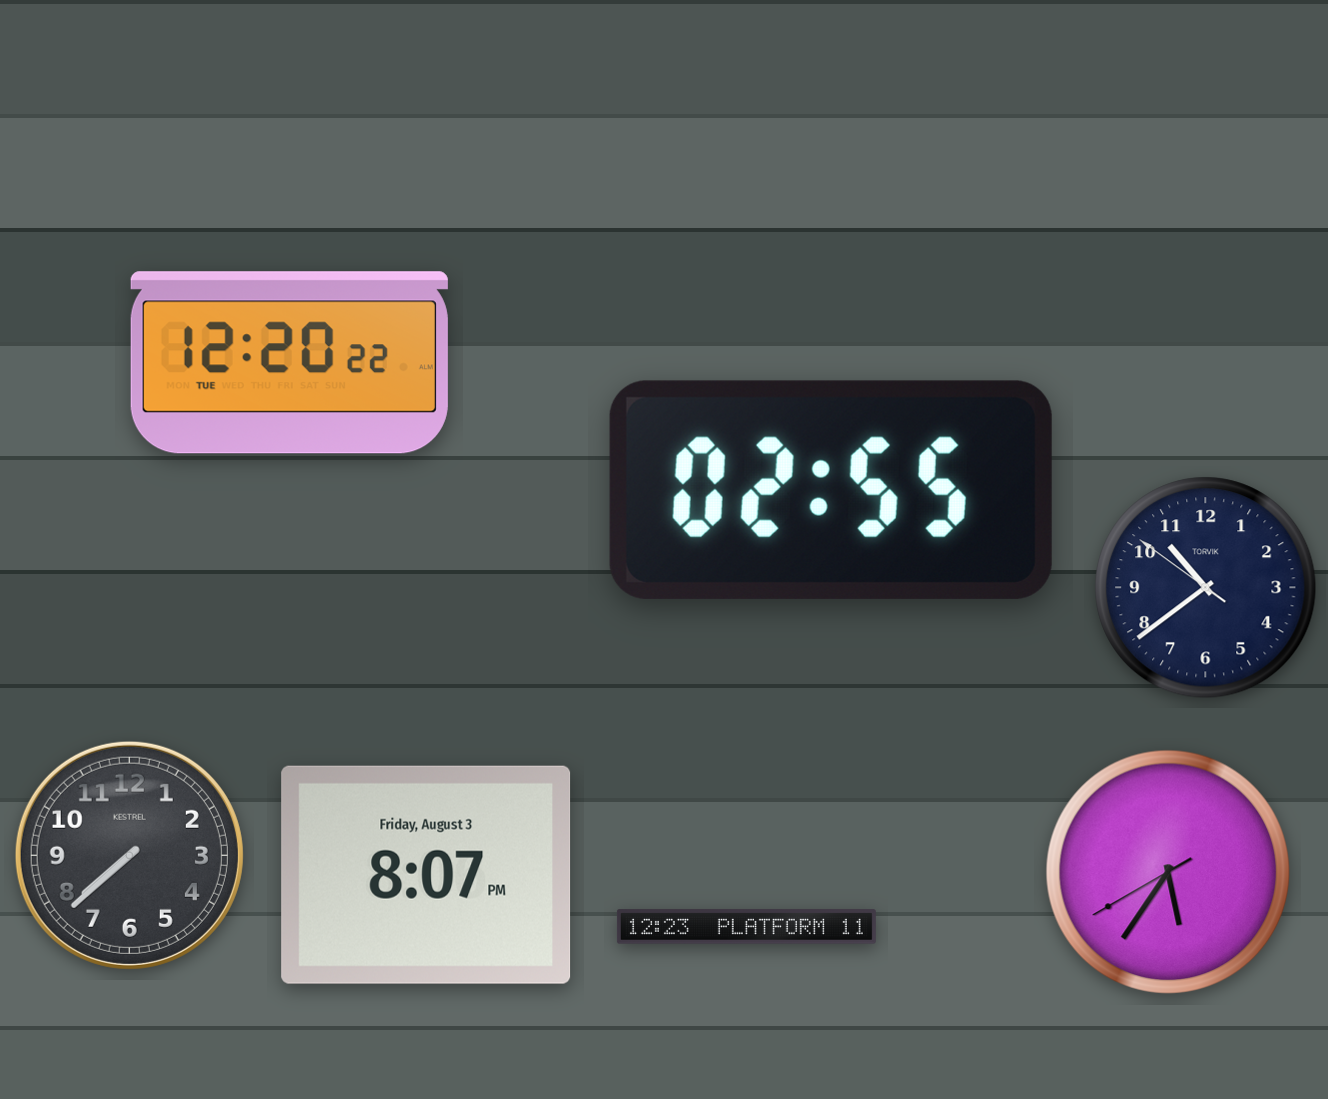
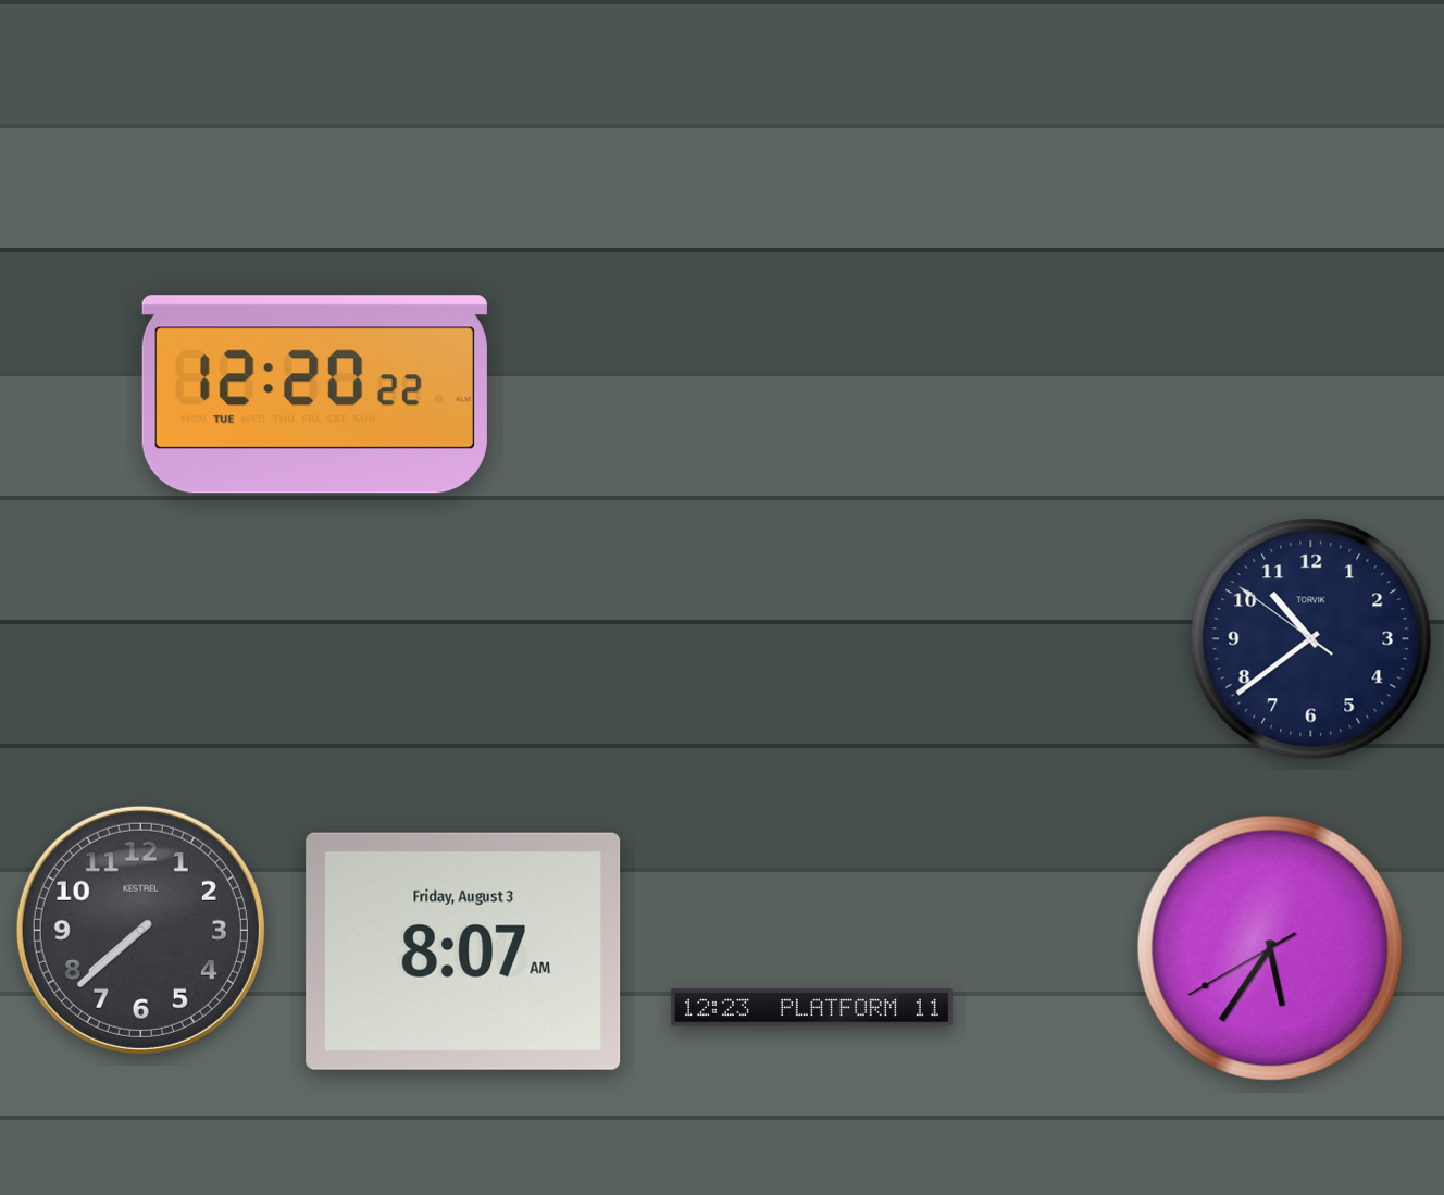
clock at (831, 490): 02:55 -> none
clock at (426, 875): 8:07 PM -> 8:07 AM
